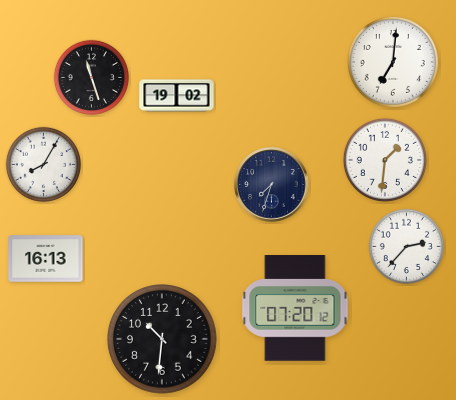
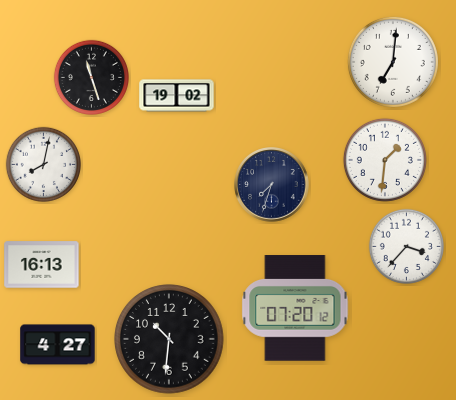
clock at (43, 164): 8:05 -> 8:02
clock at (406, 246): 2:37 -> 3:37
clock at (46, 259) position: (46, 259) -> (42, 265)
clock at (163, 340) position: (163, 340) -> (170, 340)
clock at (58, 345): none -> 4:27
